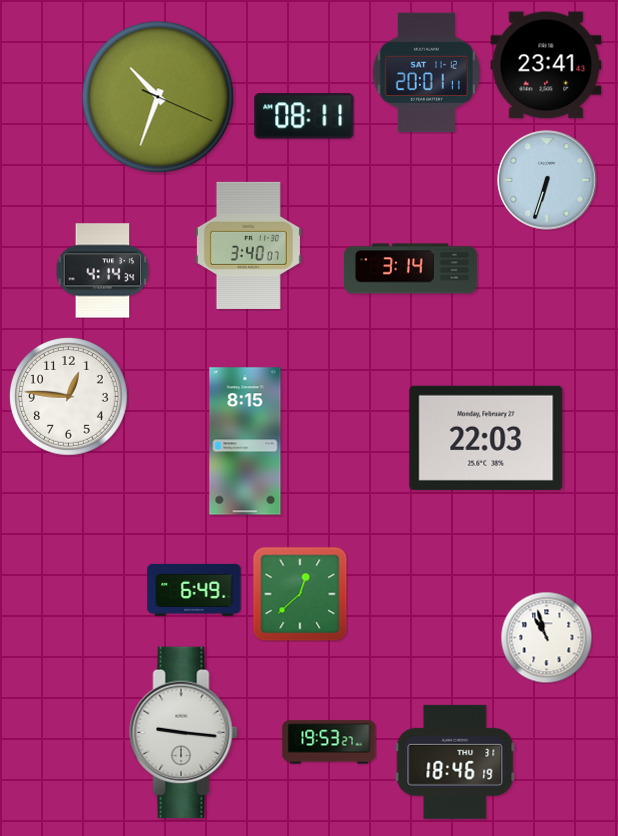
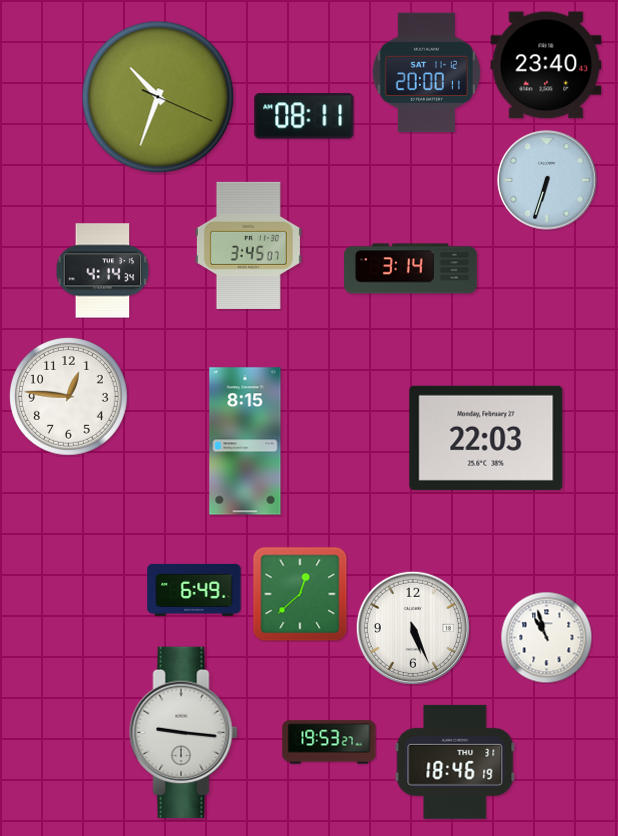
clock at (546, 65): 23:41 -> 23:40
clock at (426, 73): 20:01 -> 20:00
clock at (248, 245): 3:40 -> 3:45
clock at (413, 628): none -> 5:26
